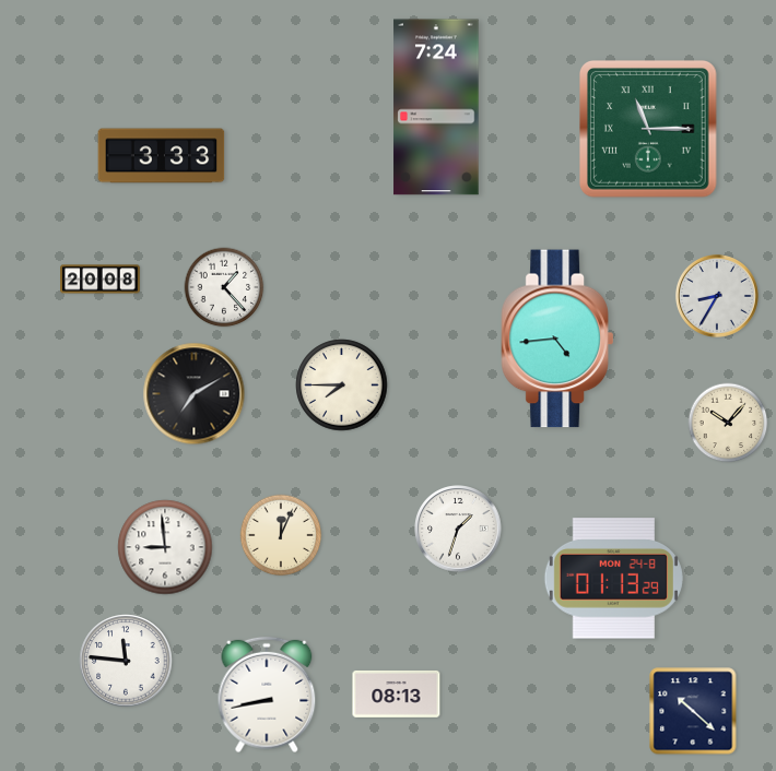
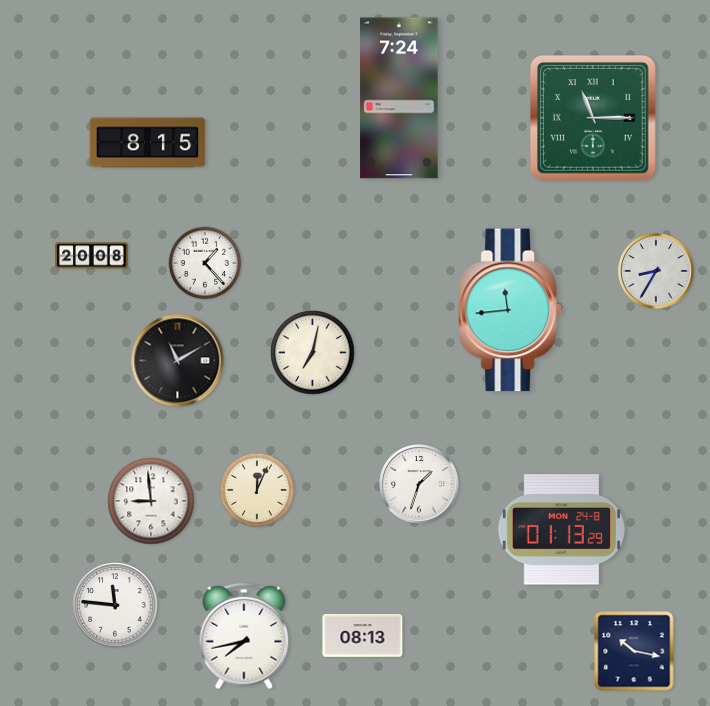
clock at (162, 156): 3:33 -> 8:15
clock at (557, 339): 4:44 -> 11:44
clock at (342, 385): 7:45 -> 7:02
clock at (195, 394): 7:10 -> 11:10
clock at (728, 423): 10:07 -> none
clock at (267, 695): 8:43 -> 7:43
clock at (693, 711): 10:22 -> 10:17
